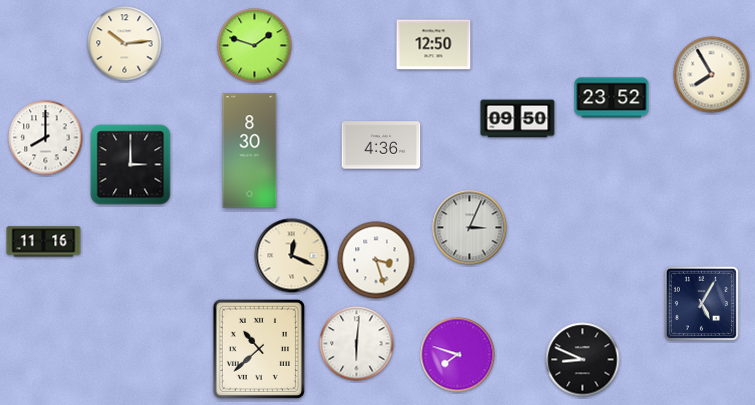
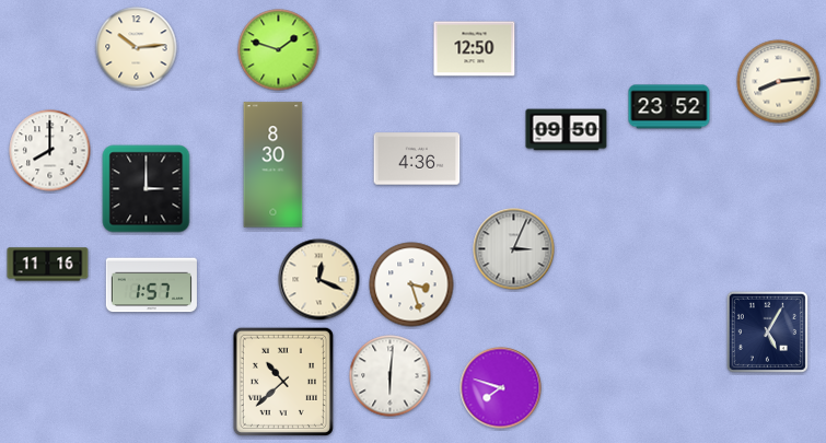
clock at (712, 75): 7:55 -> 8:14
clock at (131, 165) position: (131, 165) -> (147, 189)
clock at (151, 285): none -> 1:57
clock at (583, 360): 8:49 -> none
